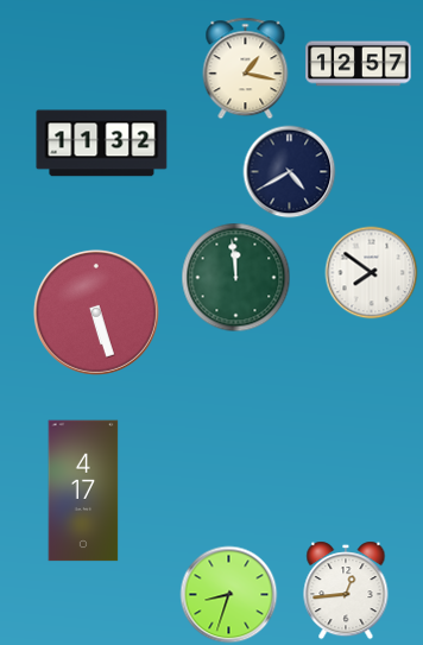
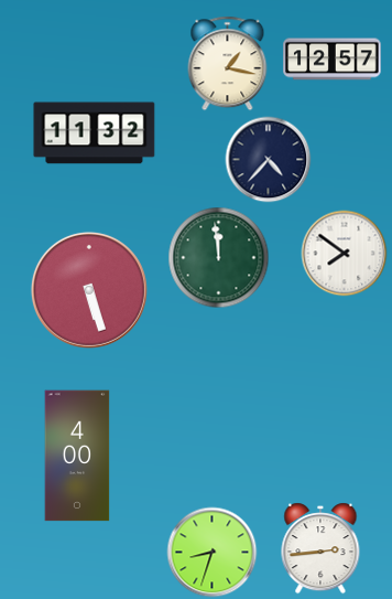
clock at (289, 171): 4:40 -> 4:37
clock at (83, 491): 4:17 -> 4:00
clock at (346, 590): 12:44 -> 2:44
